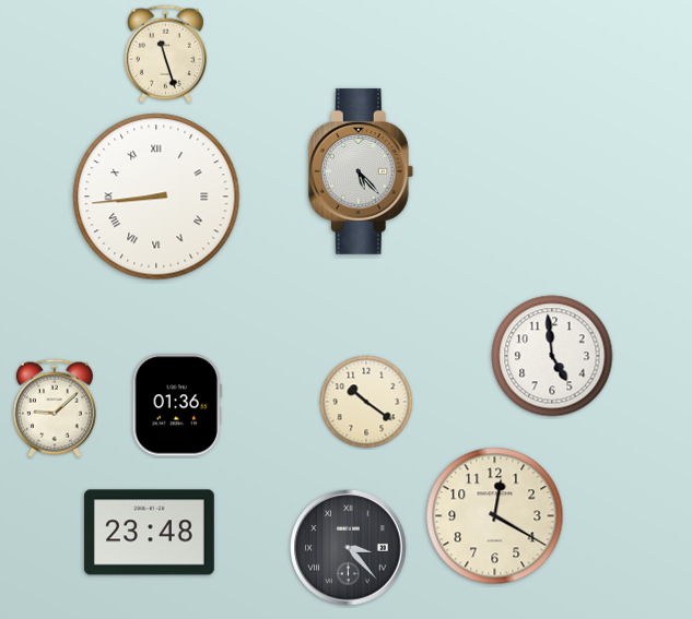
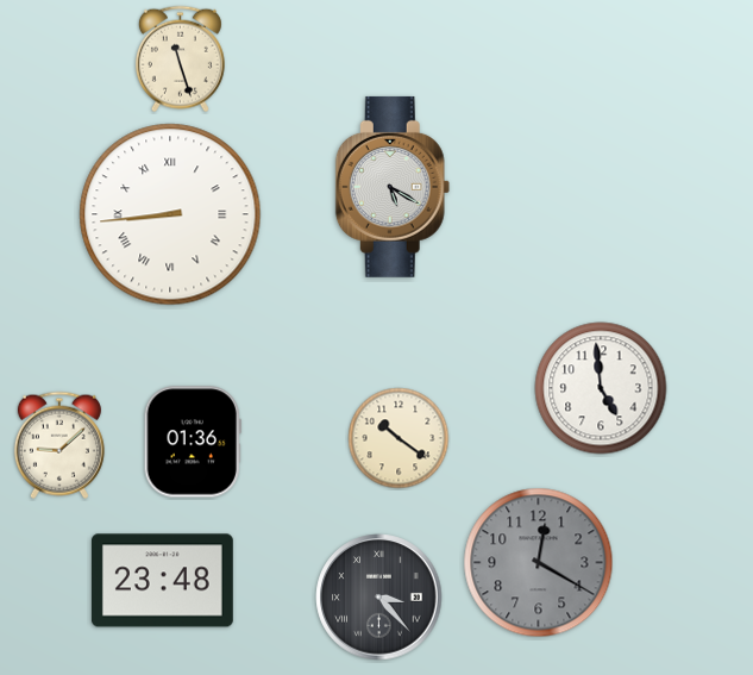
clock at (361, 171): 5:23 -> 5:20
clock at (495, 516) dial: cream -> grey
